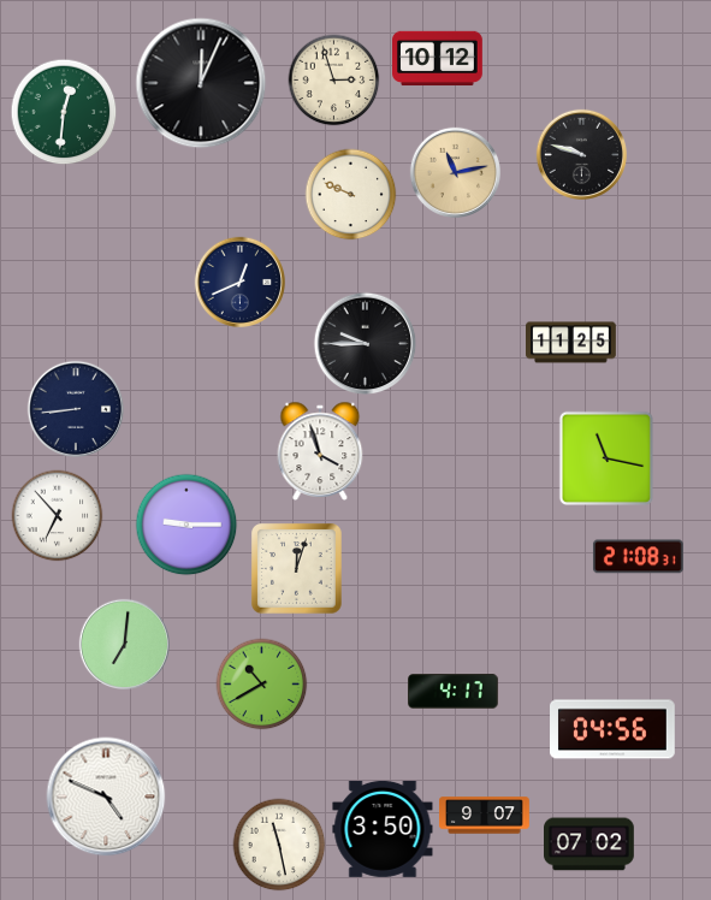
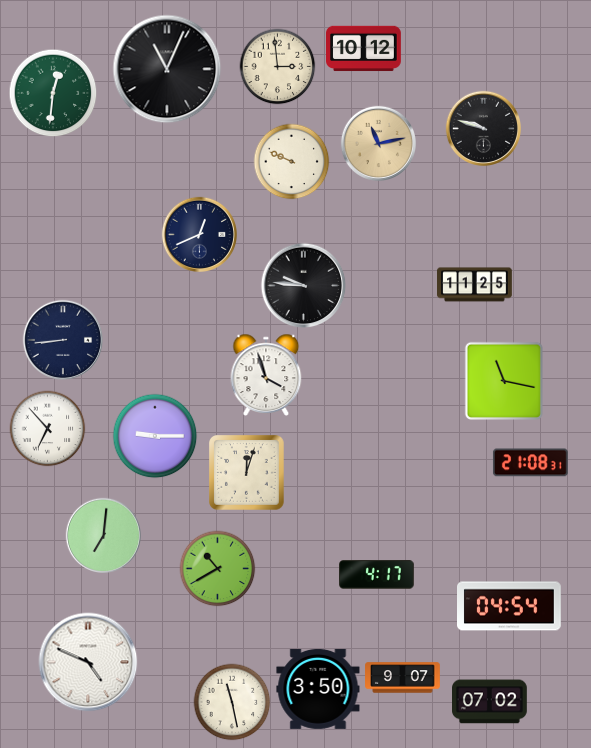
clock at (334, 81): 2:57 -> 2:59
clock at (201, 83): 12:04 -> 11:04
clock at (366, 344): 9:45 -> 9:46
clock at (614, 729): 04:56 -> 04:54
